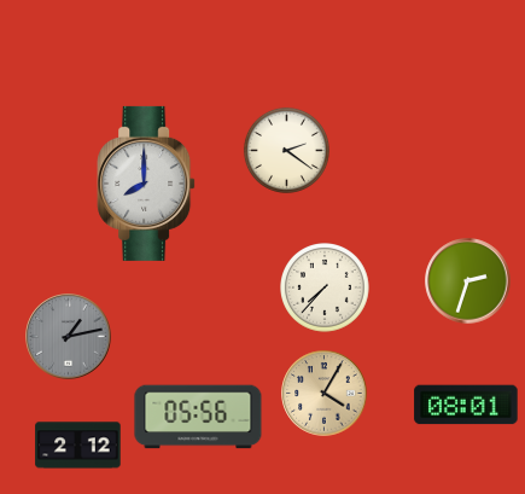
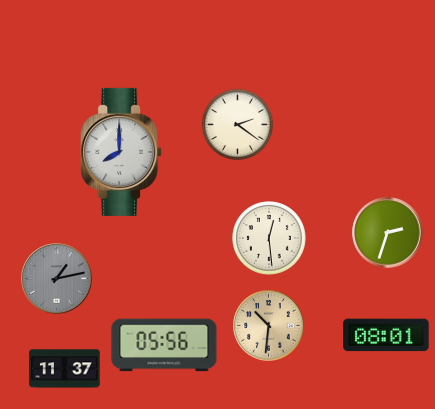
clock at (326, 289): 7:37 -> 12:29
clock at (325, 394): 4:05 -> 10:31
clock at (78, 446): 2:12 -> 11:37
